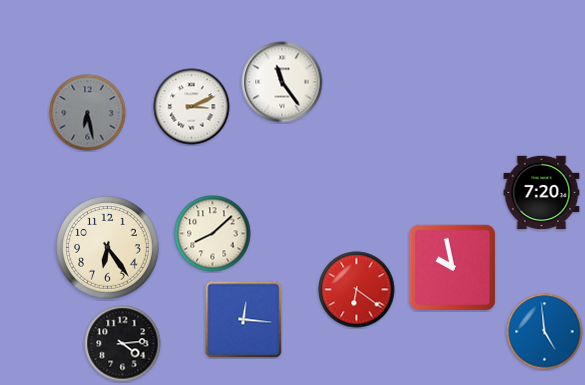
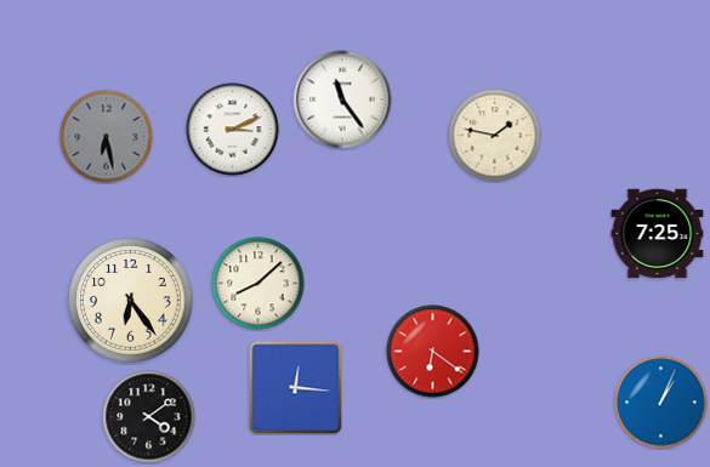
clock at (495, 136): none -> 1:47
clock at (542, 193): 7:20 -> 7:25
clock at (452, 267): 9:58 -> none
clock at (545, 332): 4:59 -> 1:04
clock at (123, 344): 4:14 -> 4:09
